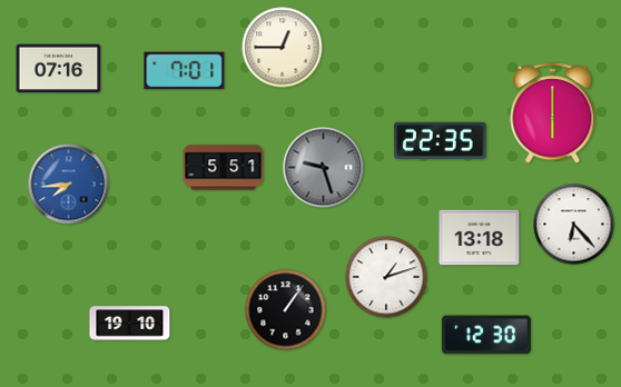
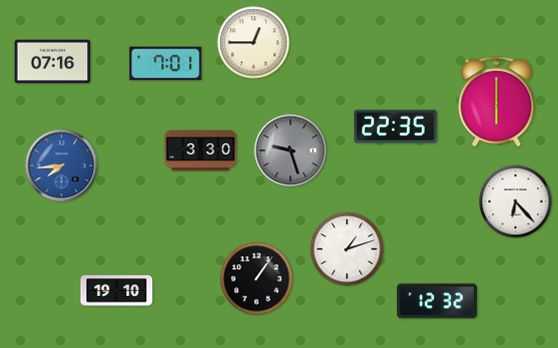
clock at (224, 168): 5:51 -> 3:30
clock at (480, 238): 13:18 -> none
clock at (486, 335): 12:30 -> 12:32
